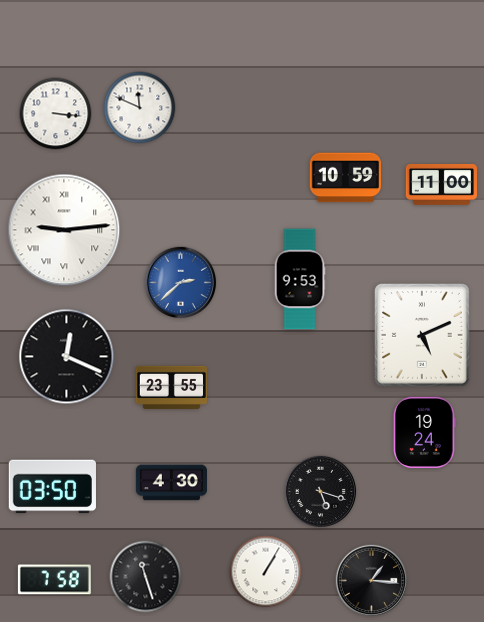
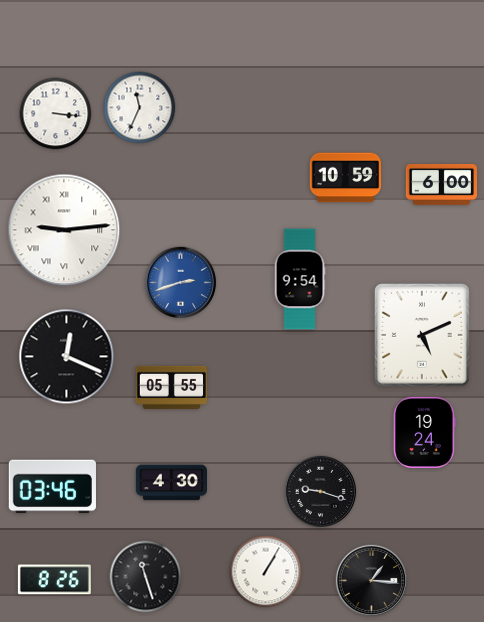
clock at (140, 108): 11:49 -> 11:34
clock at (441, 184): 11:00 -> 6:00
clock at (300, 279): 9:53 -> 9:54
clock at (181, 283): 2:38 -> 2:42
clock at (171, 387): 23:55 -> 05:55
clock at (52, 487): 03:50 -> 03:46
clock at (321, 492): 5:18 -> 9:18
clock at (54, 580): 7:58 -> 8:26
